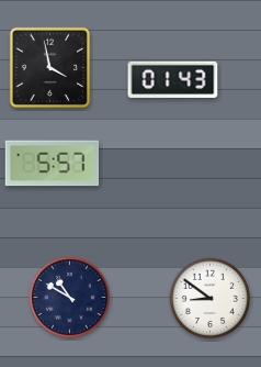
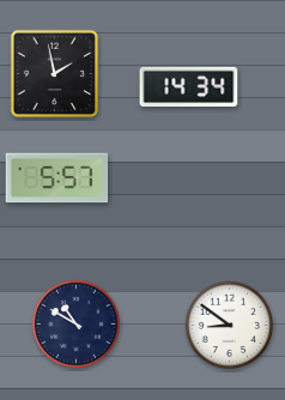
clock at (50, 68): 3:58 -> 1:58
clock at (173, 80): 01:43 -> 14:34
